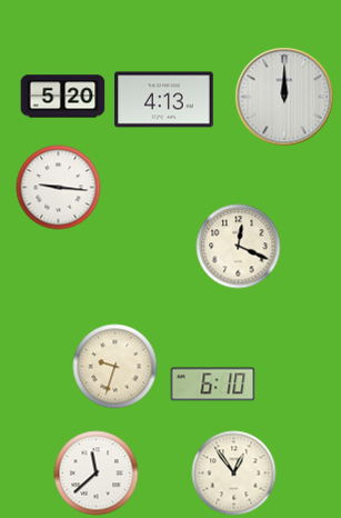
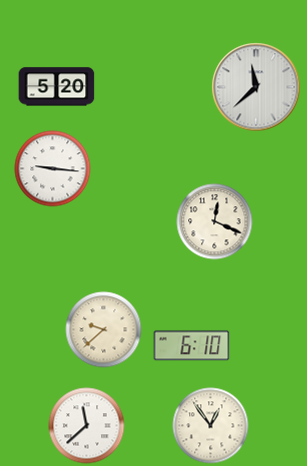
clock at (284, 97): 12:00 -> 11:38
clock at (164, 100): 4:13 -> none
clock at (116, 367): 9:33 -> 9:38
